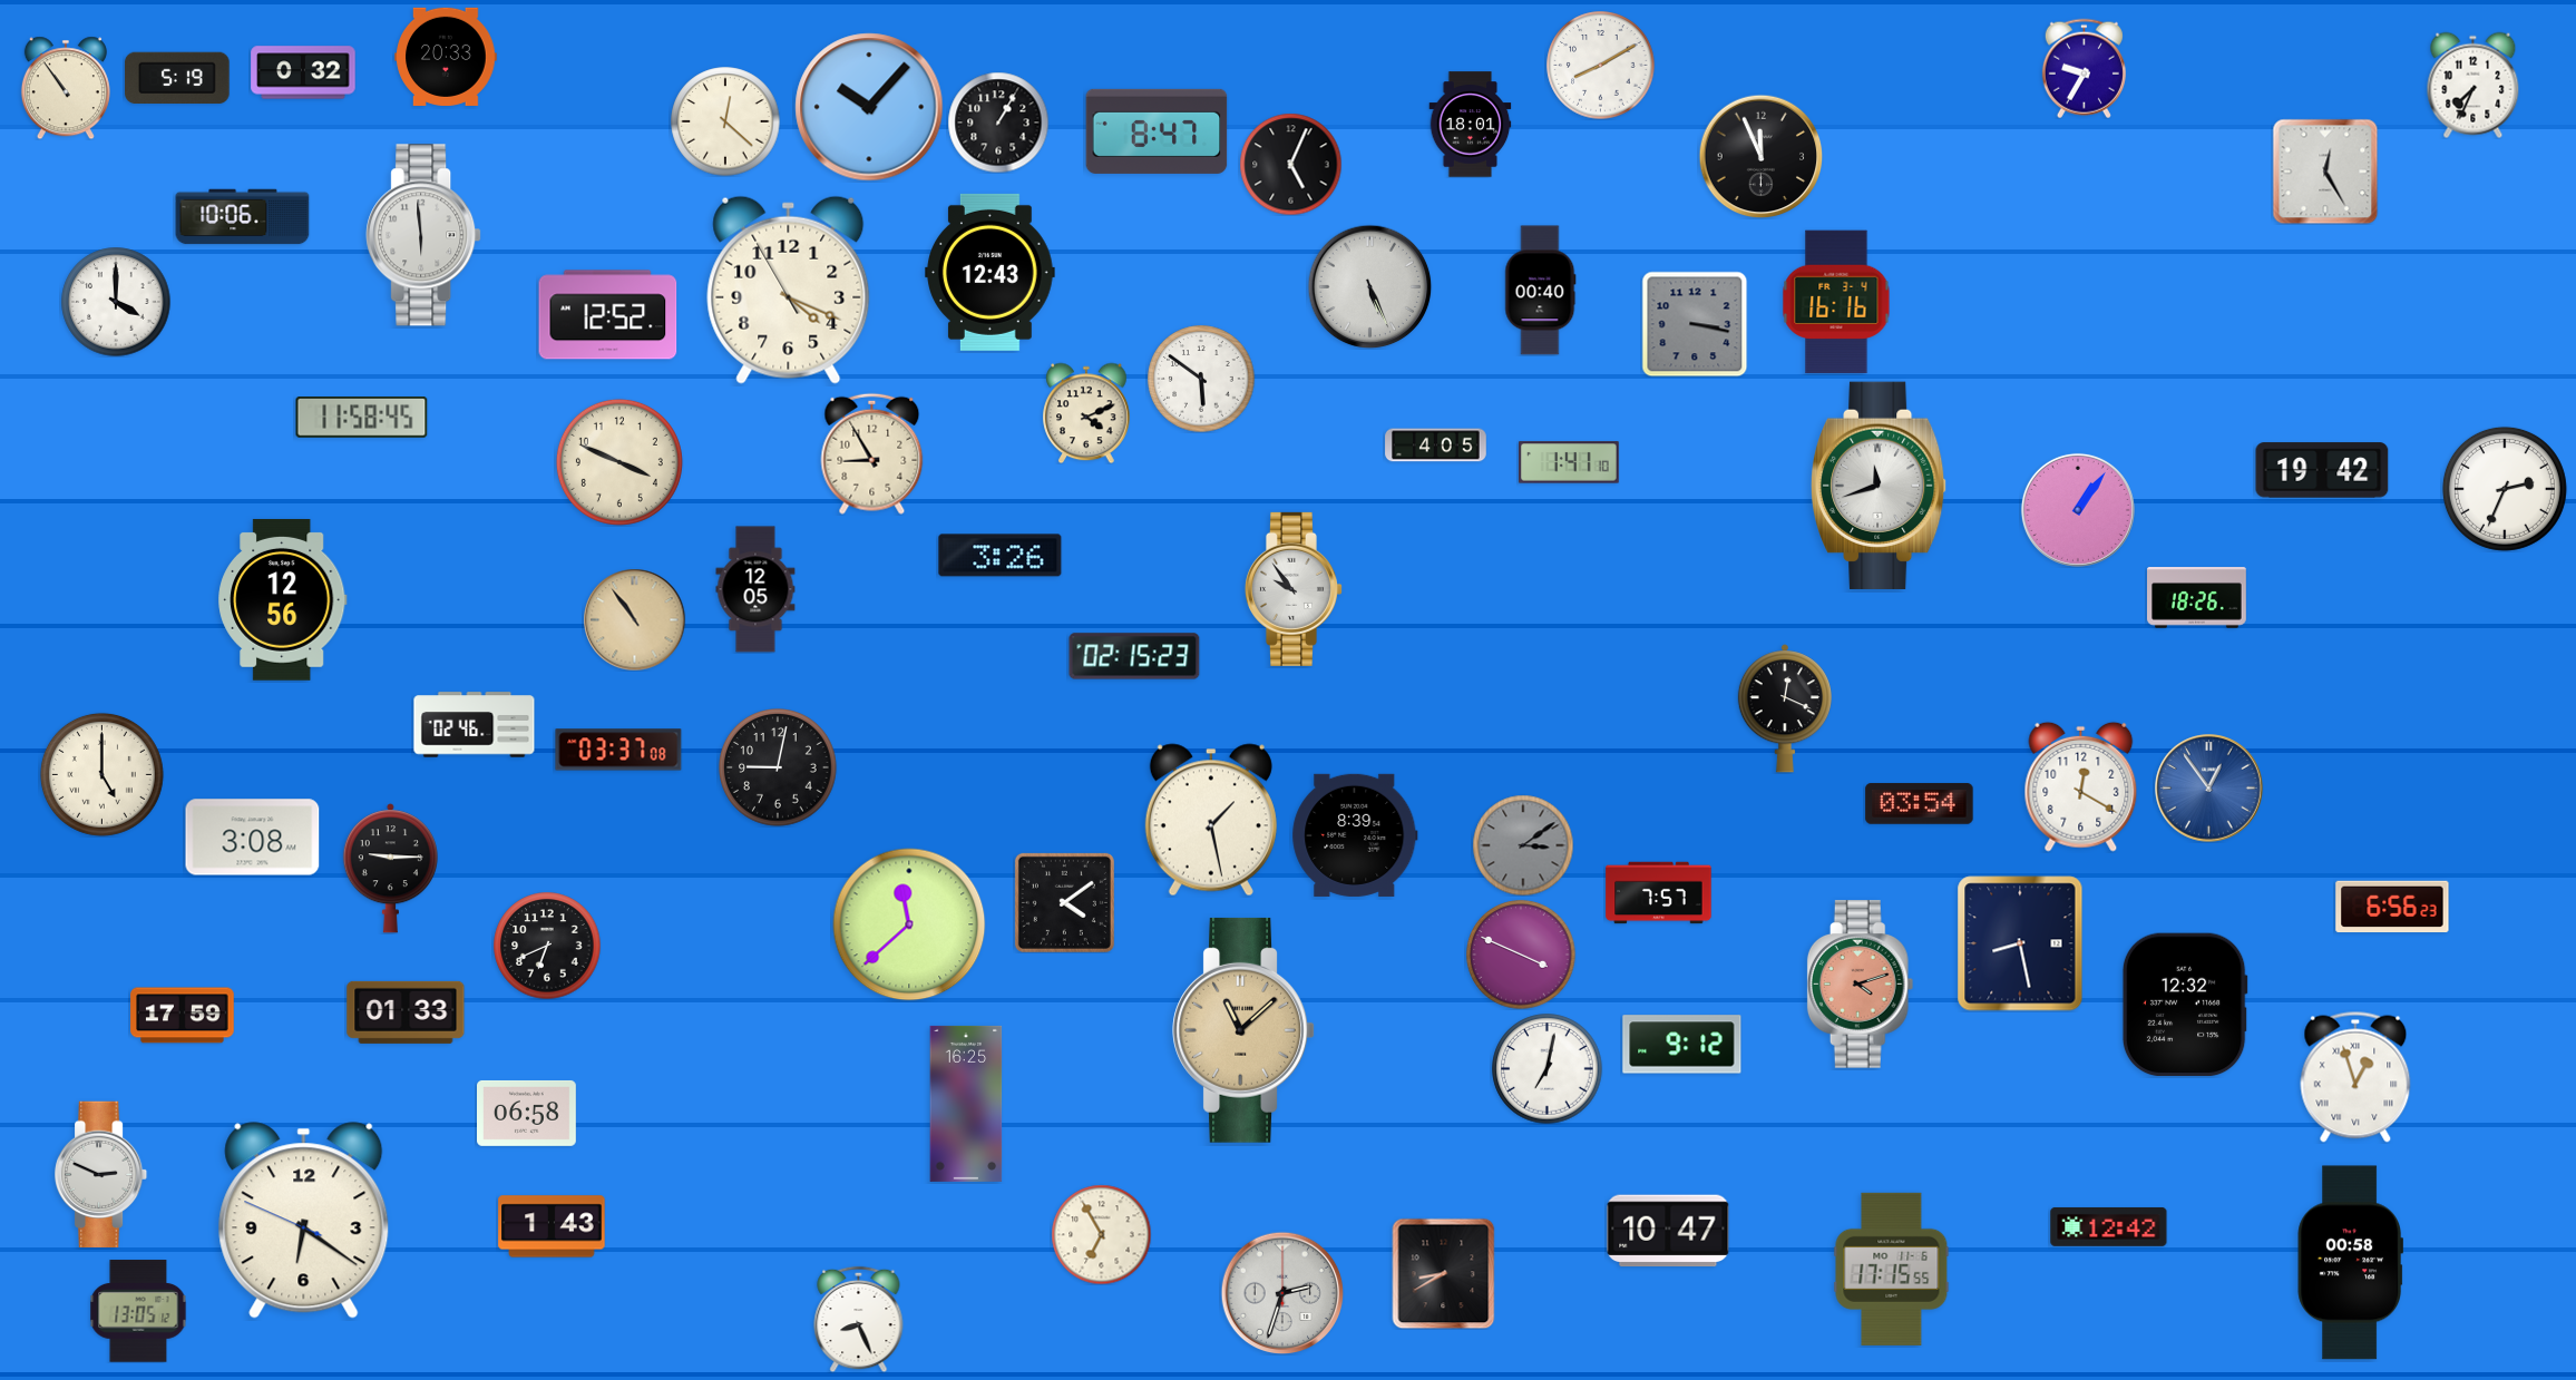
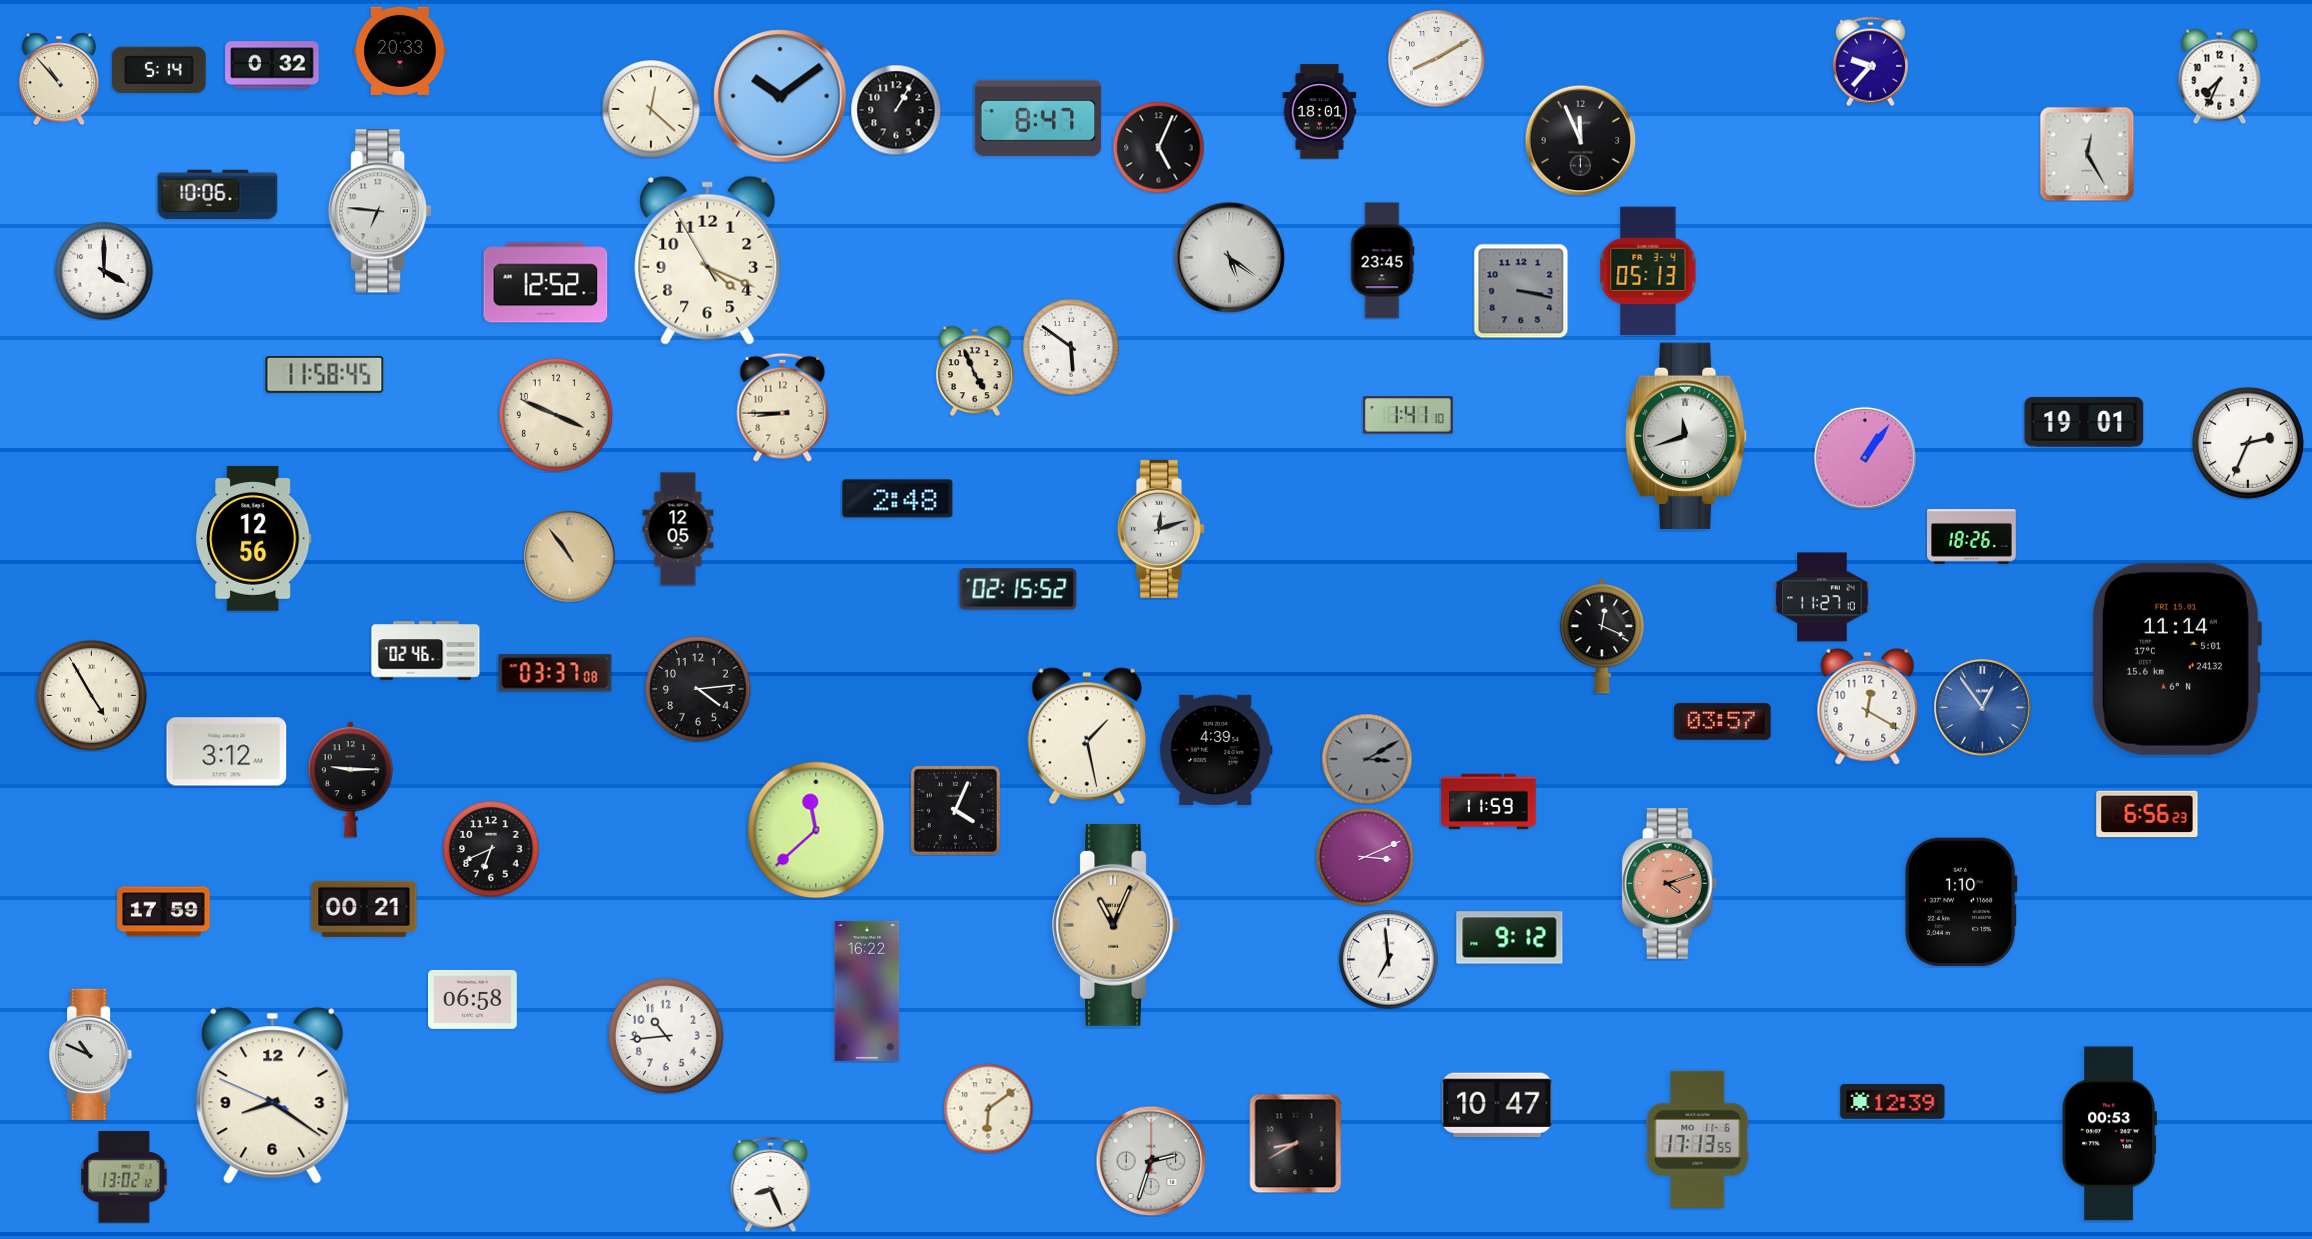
clock at (2084, 68): 9:35 -> 9:37
clock at (177, 78): 5:19 -> 5:14
clock at (66, 88): 10:54 -> 10:53
clock at (869, 107): 10:07 -> 10:09
clock at (423, 235): 5:59 -> 6:46
clock at (991, 272): 12:43 -> none
clock at (1369, 286): 5:26 -> 5:21
clock at (1541, 291): 00:40 -> 23:45
clock at (1836, 302): 16:16 -> 05:13
clock at (1201, 379) position: (1201, 379) -> (1071, 347)
clock at (1086, 413): 4:11 -> 4:56
clock at (1436, 446): 4:05 -> none
clock at (872, 453): 8:55 -> 8:45
clock at (2322, 470): 19:42 -> 19:01
clock at (2505, 489) position: (2505, 489) -> (2248, 443)
clock at (1001, 556): 3:26 -> 2:48
clock at (1292, 589): 9:54 -> 12:12
clock at (1134, 656): 02:15:23 -> 02:15:52
clock at (1822, 597): none -> 11:27
clock at (2176, 659): none -> 11:14
clock at (779, 769): 9:02 -> 4:14
clock at (101, 774): 5:00 -> 4:55
clock at (1920, 804): 03:54 -> 03:57
clock at (1355, 835): 8:39 -> 4:39
clock at (253, 838): 3:08 -> 3:12
clock at (1523, 845): 3:09 -> 3:10
clock at (1659, 893): 7:57 -> 11:59
clock at (1064, 902): 4:09 -> 4:04
clock at (2020, 943): 8:28 -> none
clock at (1521, 955): 3:49 -> 3:11
clock at (2185, 1005): 12:32 -> 1:10
clock at (406, 1012): 01:33 -> 00:21
clock at (1243, 1030): 11:08 -> 11:04
clock at (1548, 1069): 7:02 -> 6:59
clock at (2355, 1077): 12:57 -> none
clock at (966, 1104): 16:25 -> 16:22
clock at (666, 1036): none -> 10:44
clock at (103, 1175): 2:49 -> 10:49
clock at (304, 1221): 6:20 -> 8:20
clock at (552, 1226): 1:43 -> none
clock at (2109, 1226): 12:42 -> 12:39
clock at (1101, 1234): 6:55 -> 6:09
clock at (2350, 1263): 00:58 -> 00:53
clock at (1892, 1269): 17:15 -> 17:13
clock at (138, 1311): 13:05 -> 13:02
